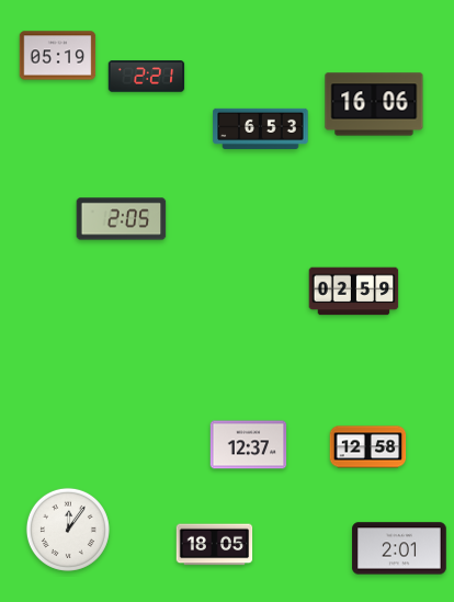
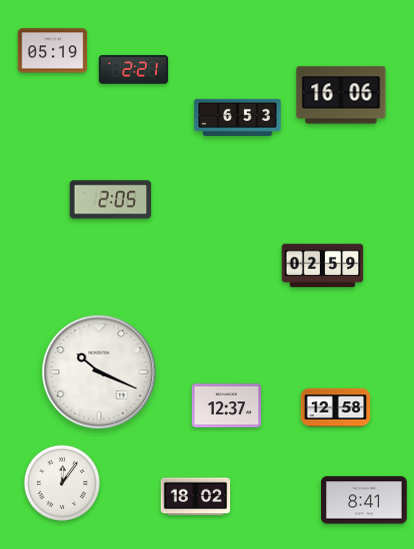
clock at (99, 372): none -> 10:19
clock at (215, 545): 18:05 -> 18:02
clock at (399, 548): 2:01 -> 8:41
